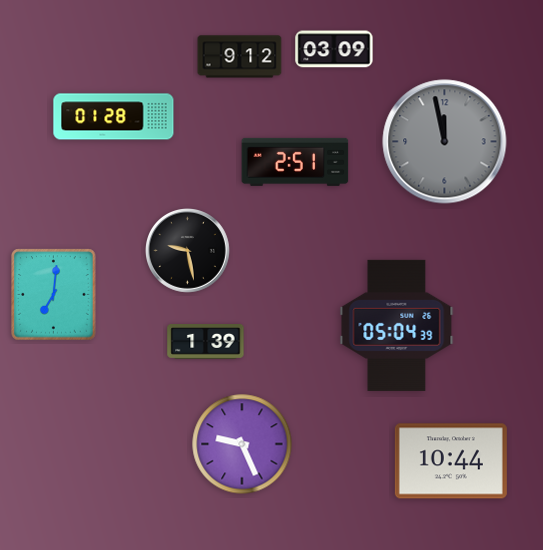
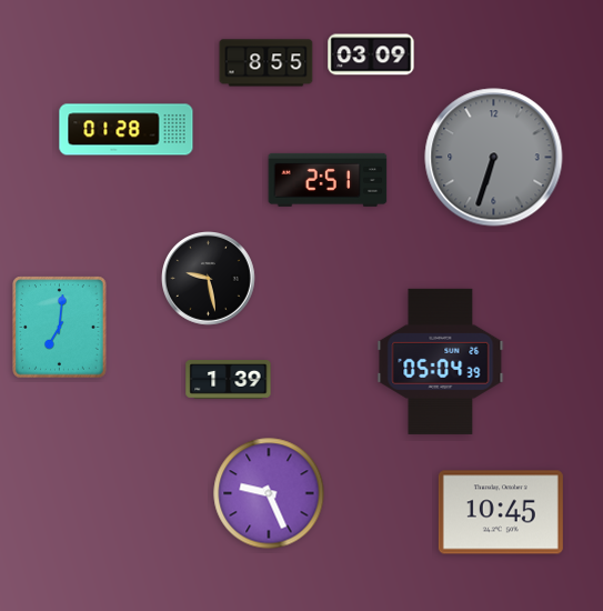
clock at (240, 57): 9:12 -> 8:55
clock at (445, 142): 11:58 -> 6:33
clock at (451, 461): 10:44 -> 10:45
